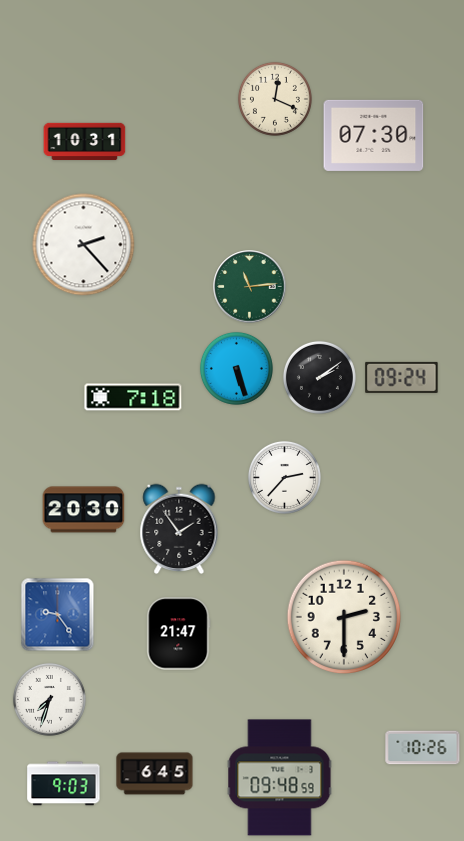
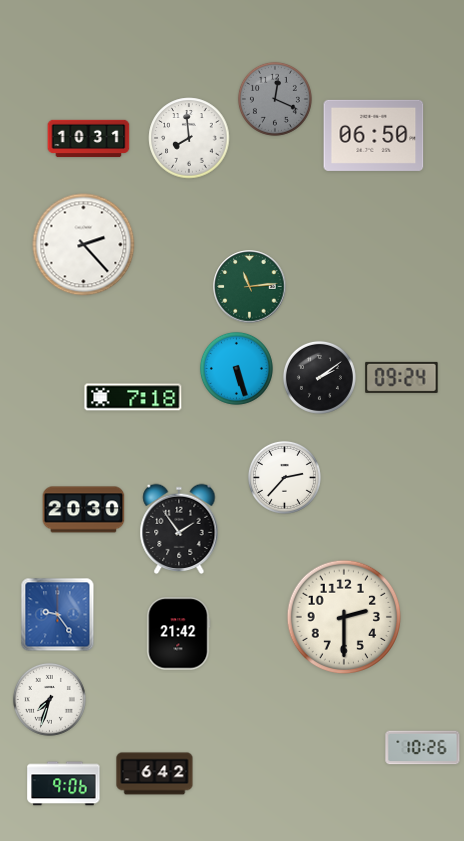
clock at (275, 99) dial: cream -> grey
clock at (374, 135): 07:30 -> 06:50
clock at (189, 138): none -> 7:59
clock at (85, 142) position: (85, 142) -> (89, 139)
clock at (179, 634): 21:47 -> 21:42
clock at (155, 774): 6:45 -> 6:42
clock at (280, 778): 09:48 -> none
clock at (64, 784): 9:03 -> 9:06
